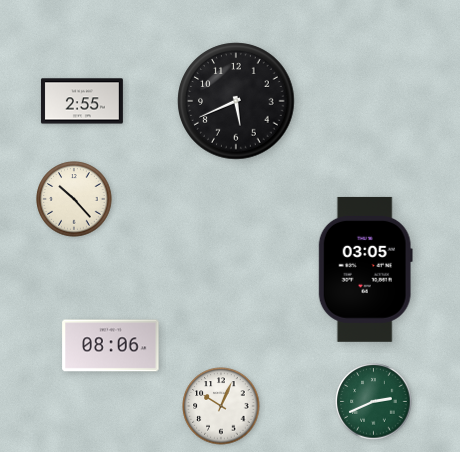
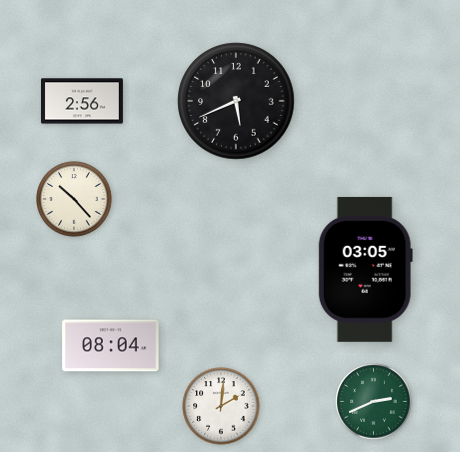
clock at (82, 101): 2:55 -> 2:56
clock at (111, 346): 08:06 -> 08:04
clock at (221, 406): 10:04 -> 2:01
